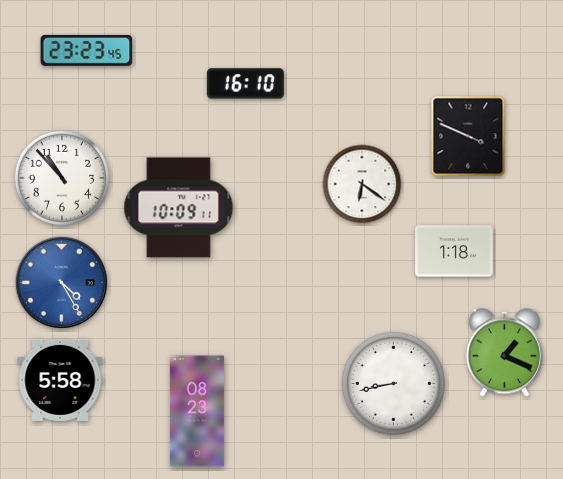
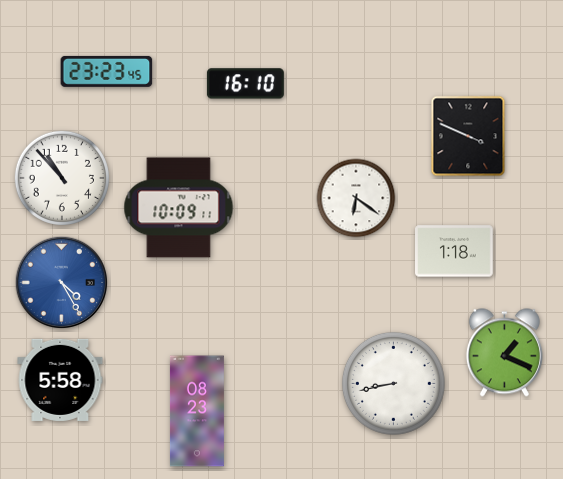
clock at (87, 50) position: (87, 50) -> (107, 71)
clock at (362, 184) position: (362, 184) -> (356, 198)
